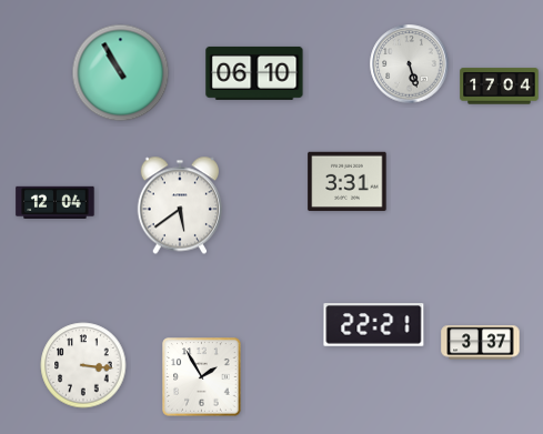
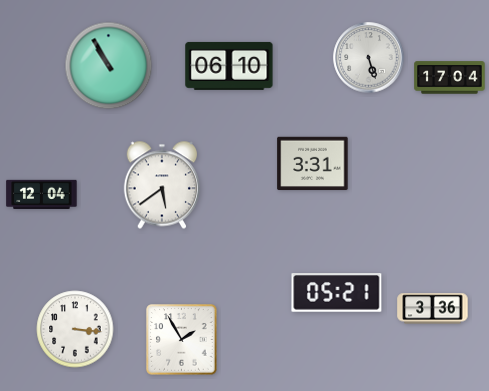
clock at (56, 202) position: (56, 202) -> (42, 194)
clock at (374, 325): 22:21 -> 05:21
clock at (481, 343): 3:37 -> 3:36
